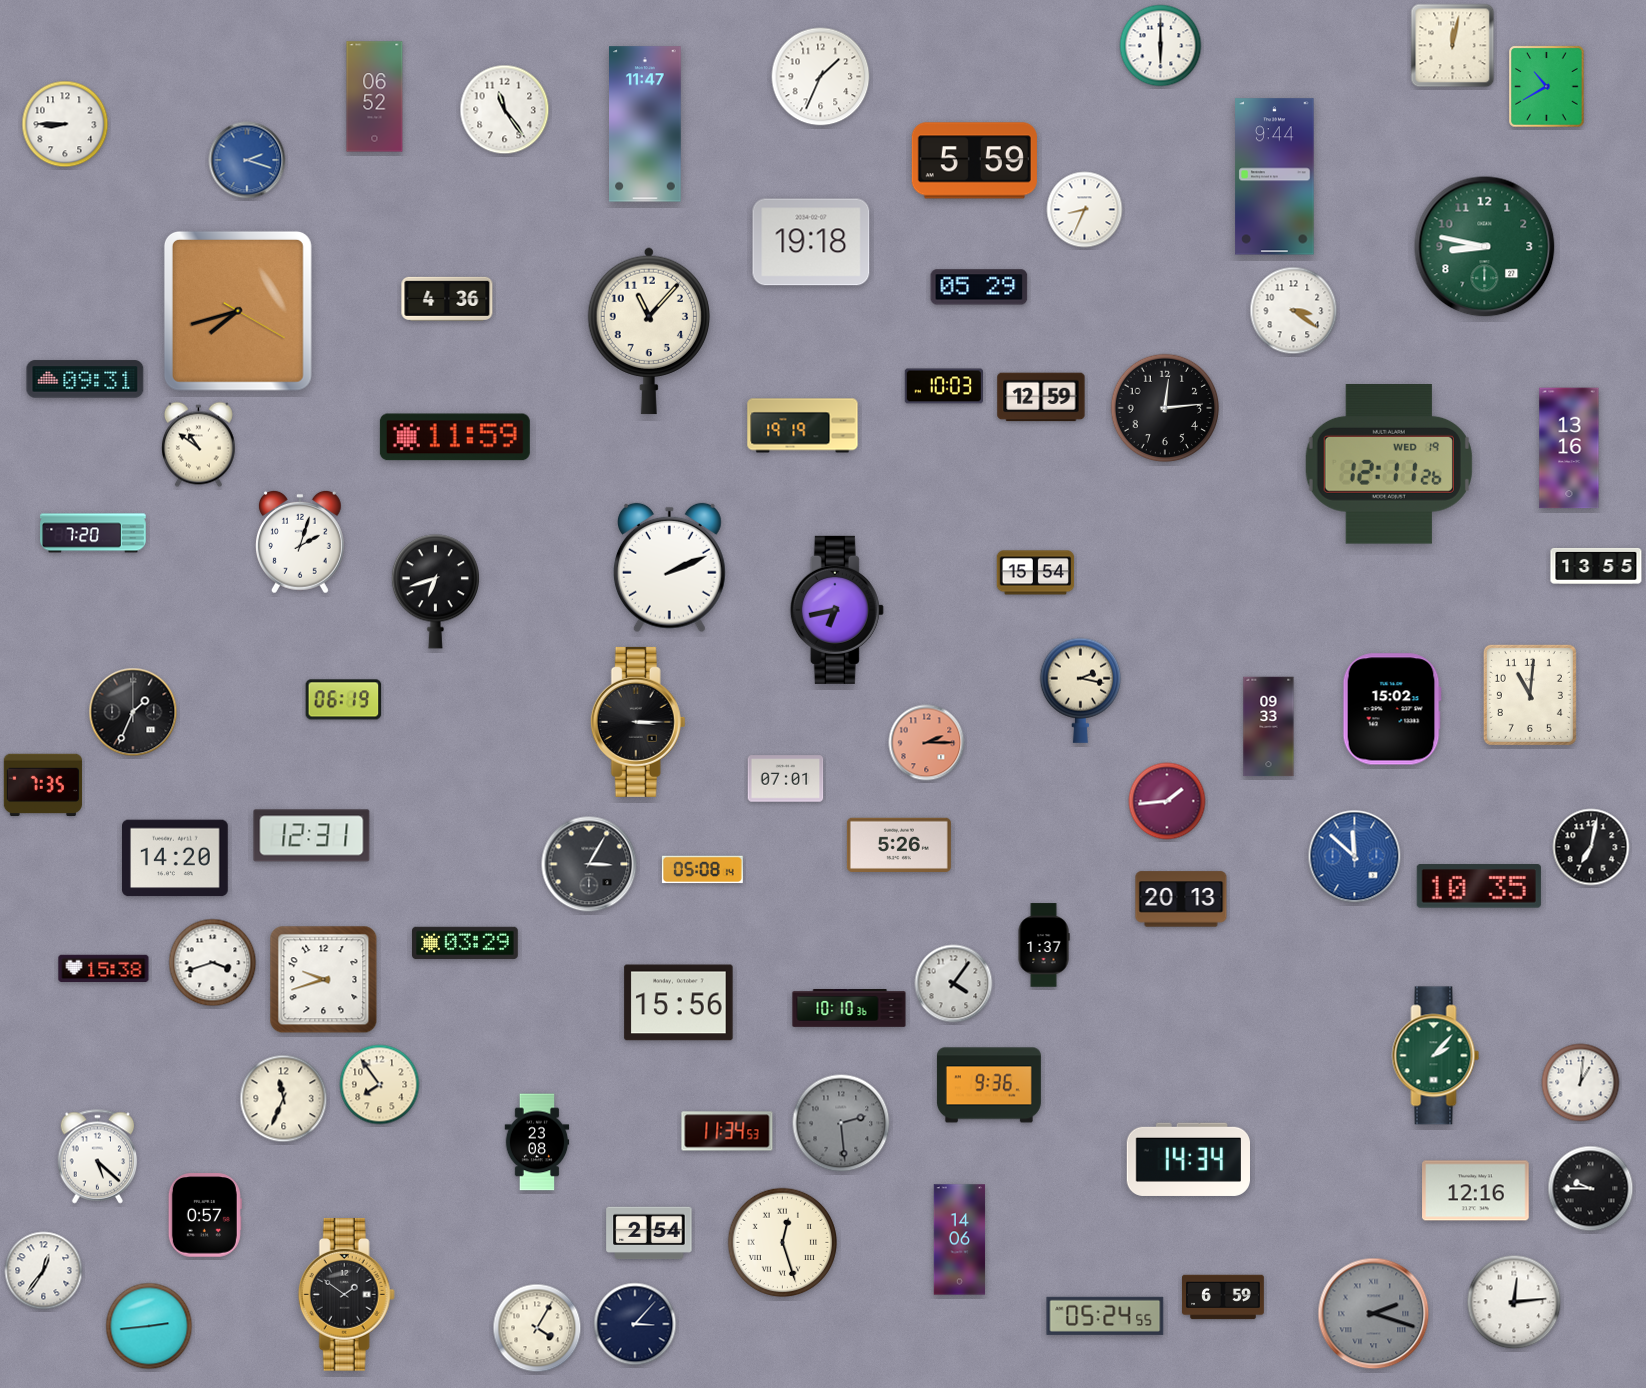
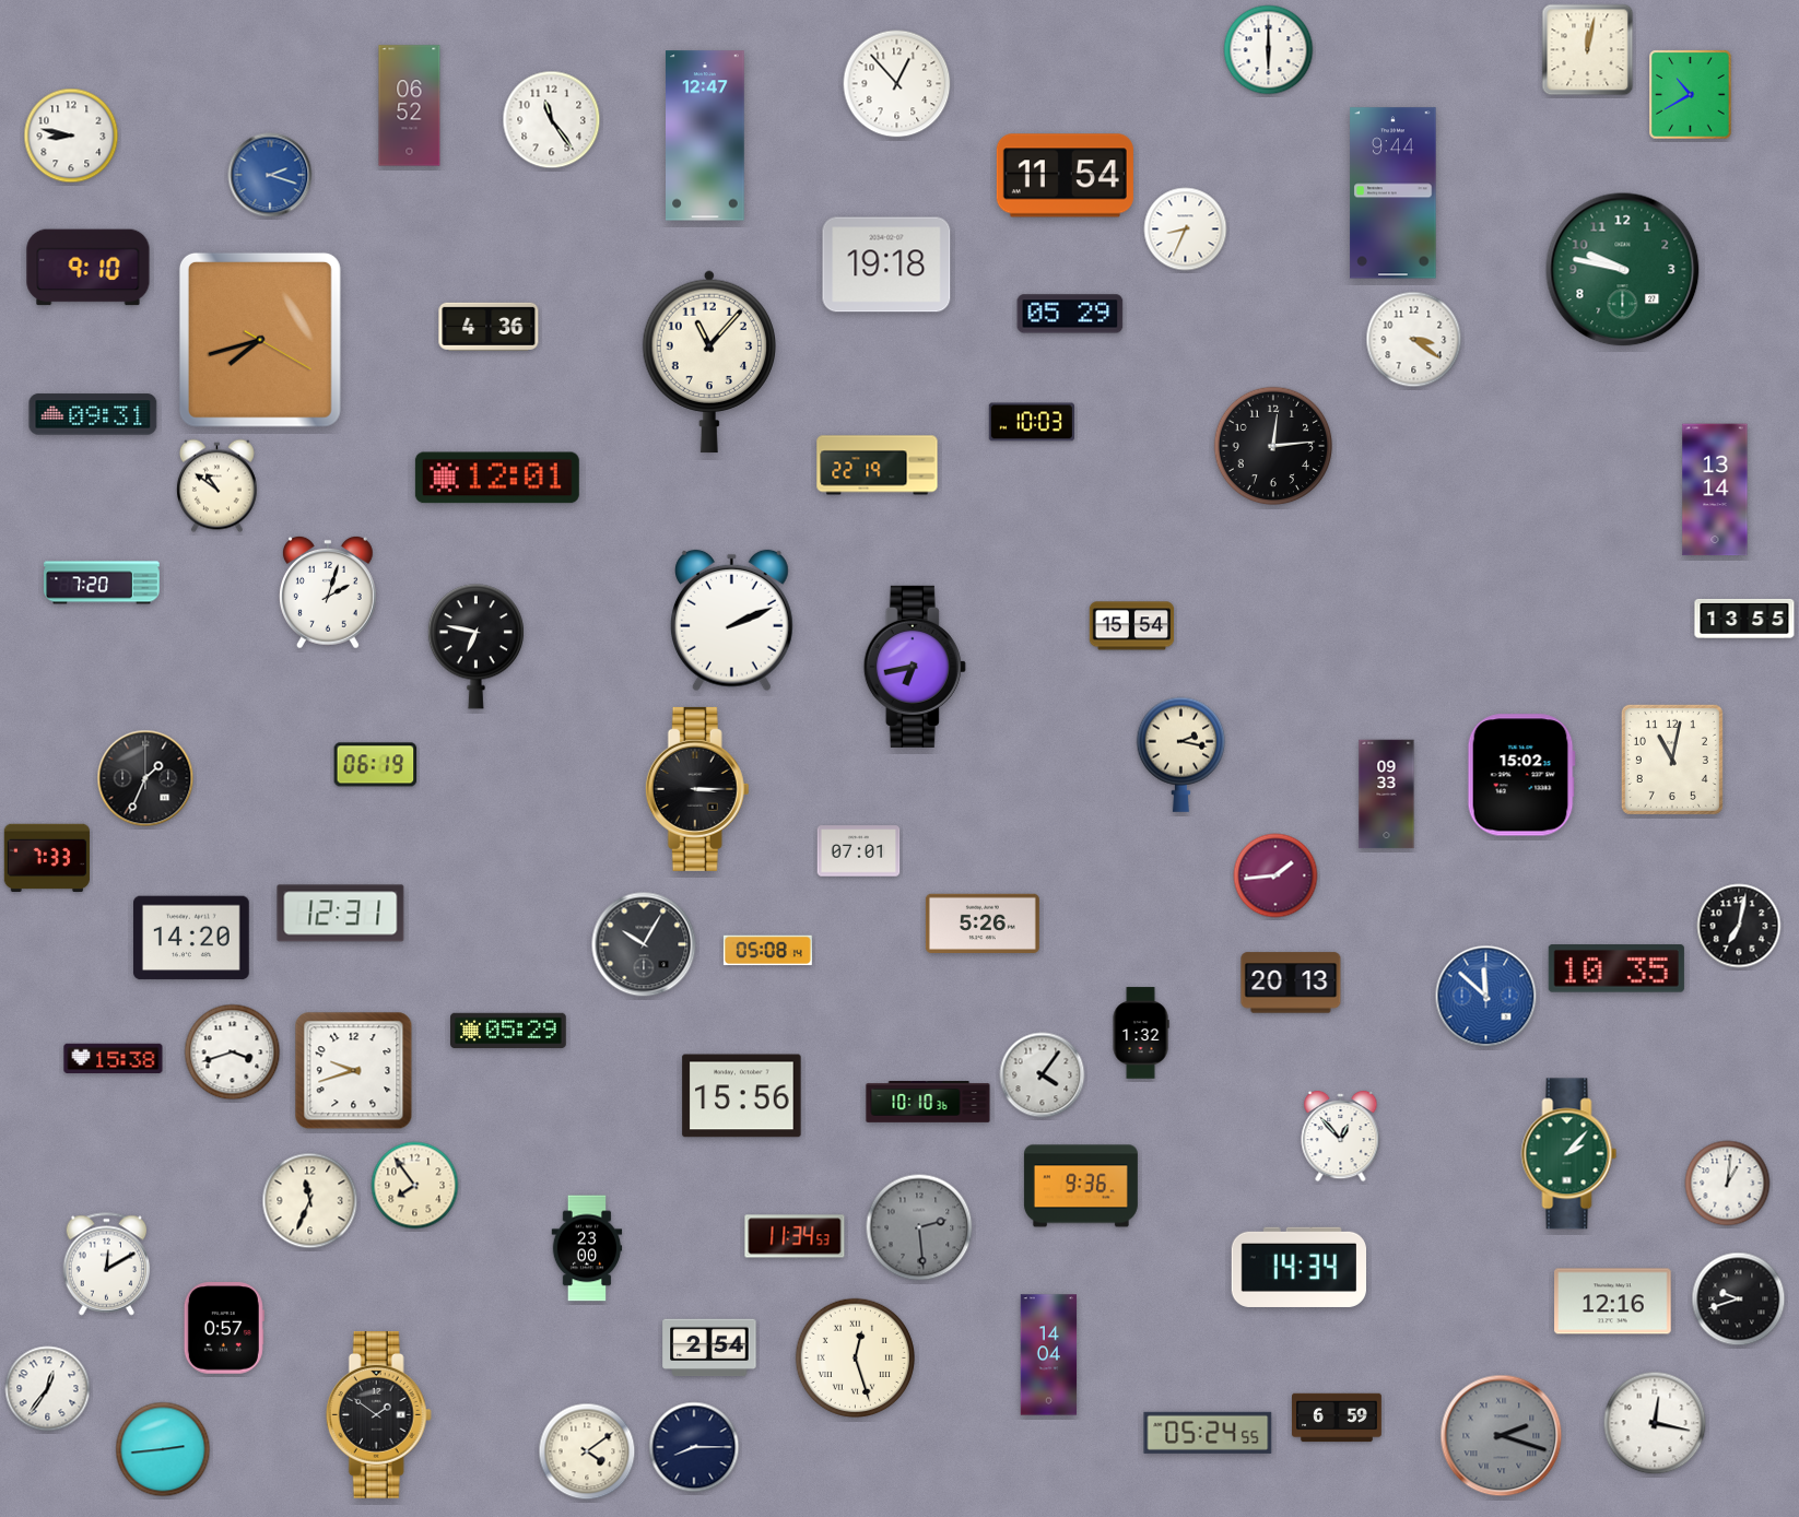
clock at (821, 77): 1:34 -> 12:53
clock at (65, 124): 8:45 -> 8:47
clock at (646, 124): 11:47 -> 12:47
clock at (974, 161): 5:59 -> 11:54
clock at (89, 268): none -> 9:10
clock at (1485, 247): 8:47 -> 9:47
clock at (1041, 397): 12:59 -> none
clock at (803, 426): 19:19 -> 22:19
clock at (455, 437): 11:59 -> 12:01
clock at (1569, 448): 13:16 -> 13:14
clock at (1389, 465): 12:11 -> none
clock at (435, 592): 6:42 -> 6:47
clock at (1530, 695): 11:01 -> 11:02
clock at (927, 743): 2:15 -> none
clock at (43, 784): 7:35 -> 7:33
clock at (1355, 857) position: (1355, 857) -> (1486, 997)
clock at (589, 864): 3:05 -> 10:05
clock at (465, 943): 03:29 -> 05:29
clock at (1044, 945): 1:37 -> 1:32
clock at (1341, 1137): none -> 12:53
clock at (537, 1142): 23:08 -> 23:00
clock at (98, 1157): 5:22 -> 12:10
clock at (1591, 1189): 9:45 -> 9:42
clock at (960, 1240): 14:06 -> 14:04
clock at (1514, 1302): 12:14 -> 12:17
clock at (1105, 1316) position: (1105, 1316) -> (1208, 1433)
clock at (635, 1324): 3:07 -> 8:15
clock at (537, 1328): 4:05 -> 4:09
